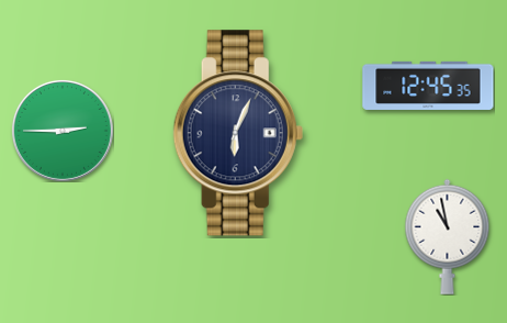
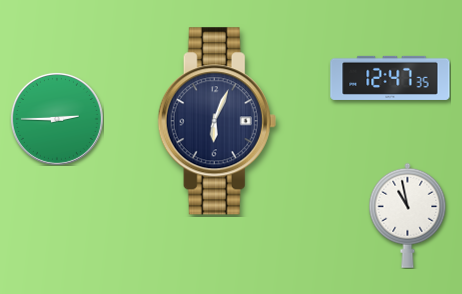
clock at (428, 86): 12:45 -> 12:47
